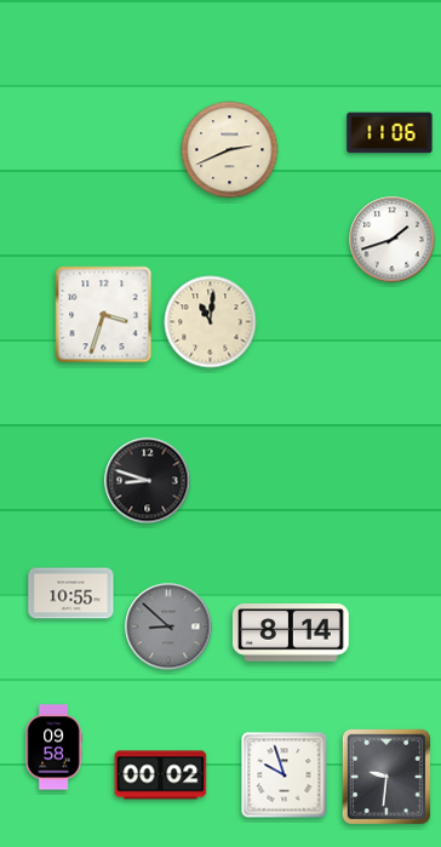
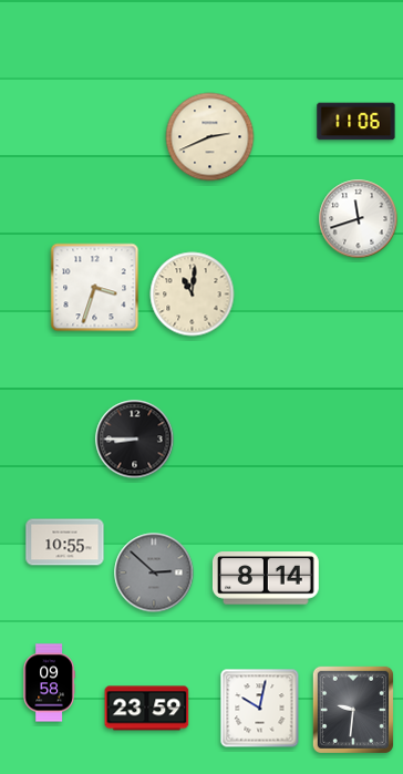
clock at (393, 240): 1:42 -> 11:42
clock at (148, 481): 8:48 -> 8:45
clock at (168, 626): 8:52 -> 2:52
clock at (161, 776): 00:02 -> 23:59
clock at (285, 776): 9:57 -> 10:02
